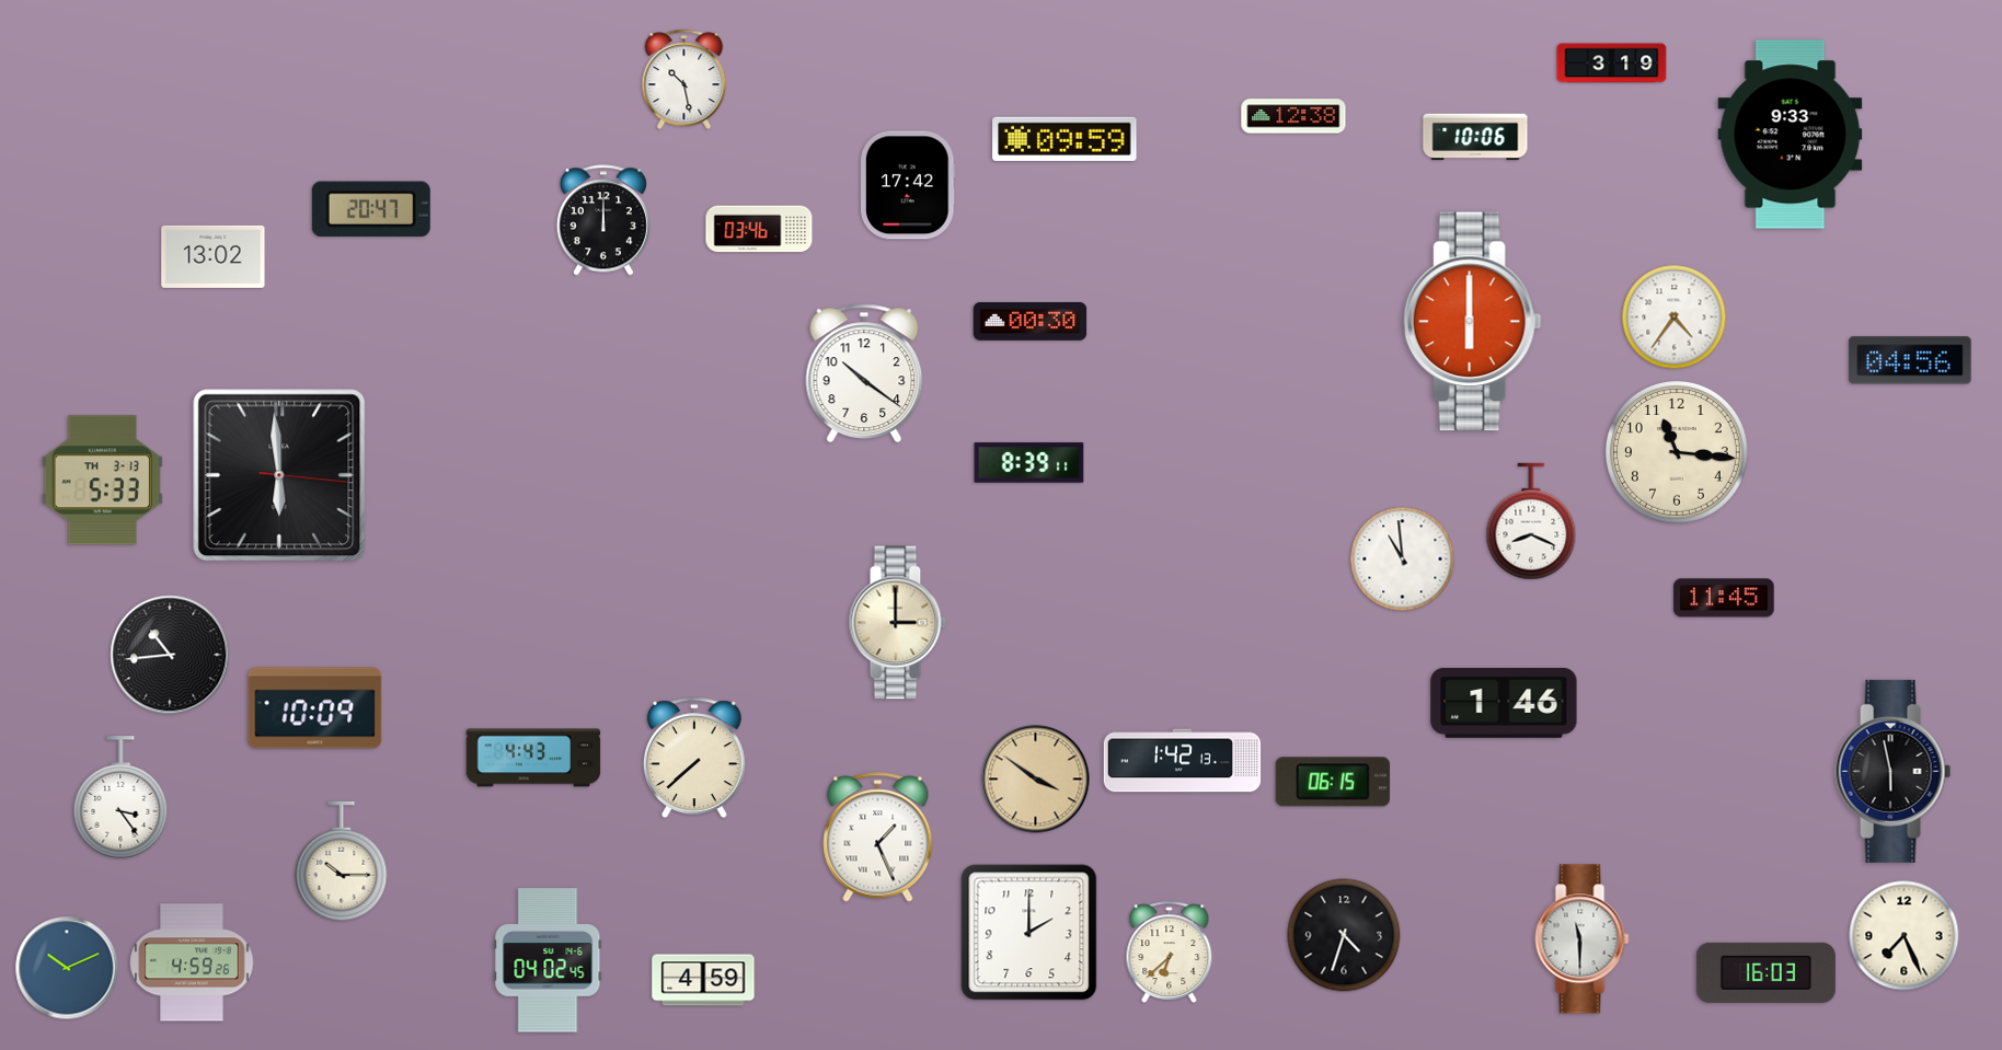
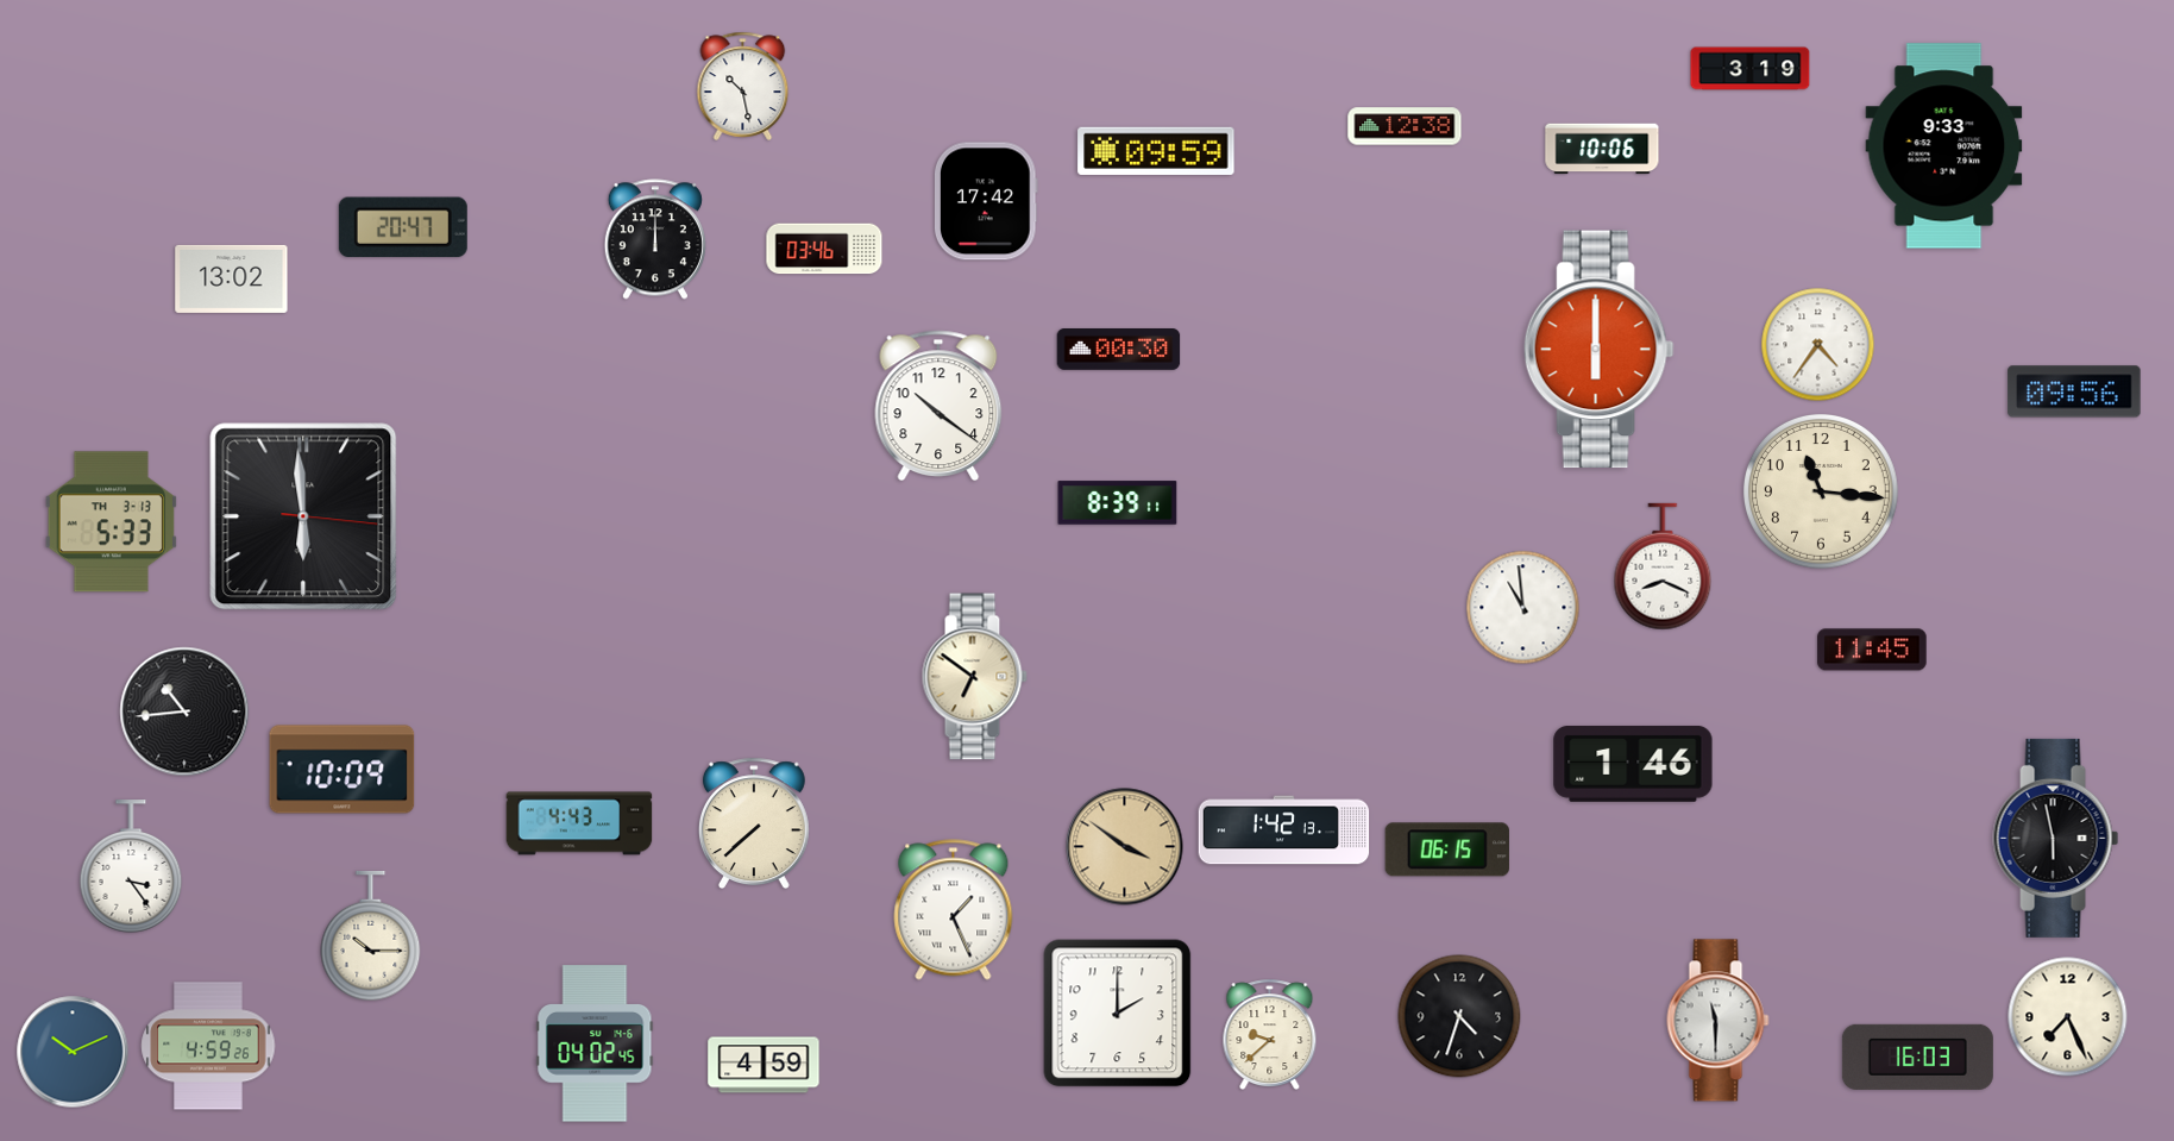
clock at (1910, 360): 04:56 -> 09:56
clock at (897, 623): 3:00 -> 6:51
clock at (1183, 761) position: (1183, 761) -> (1284, 830)
clock at (1170, 951): 6:38 -> 9:38
